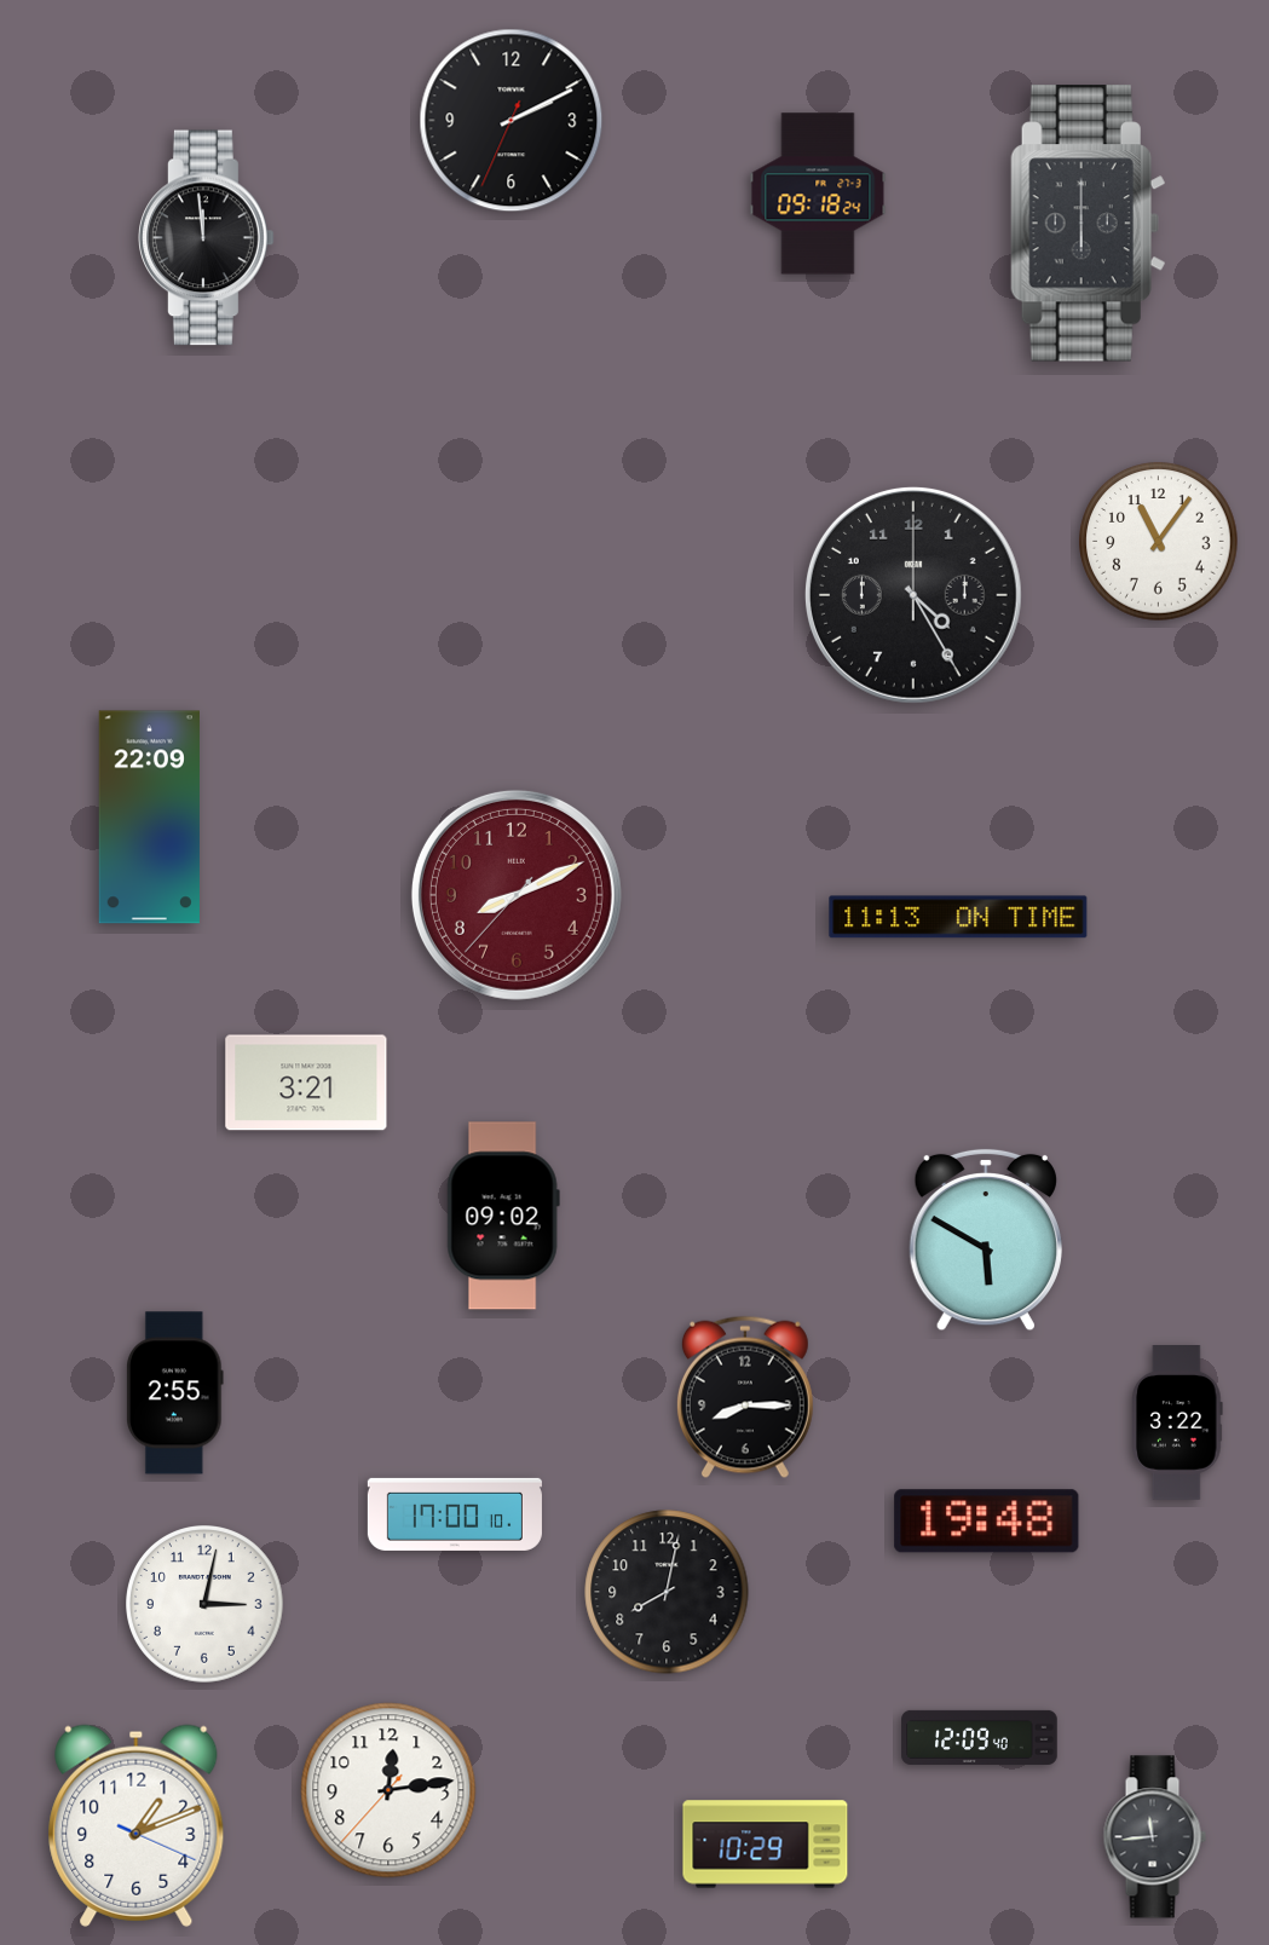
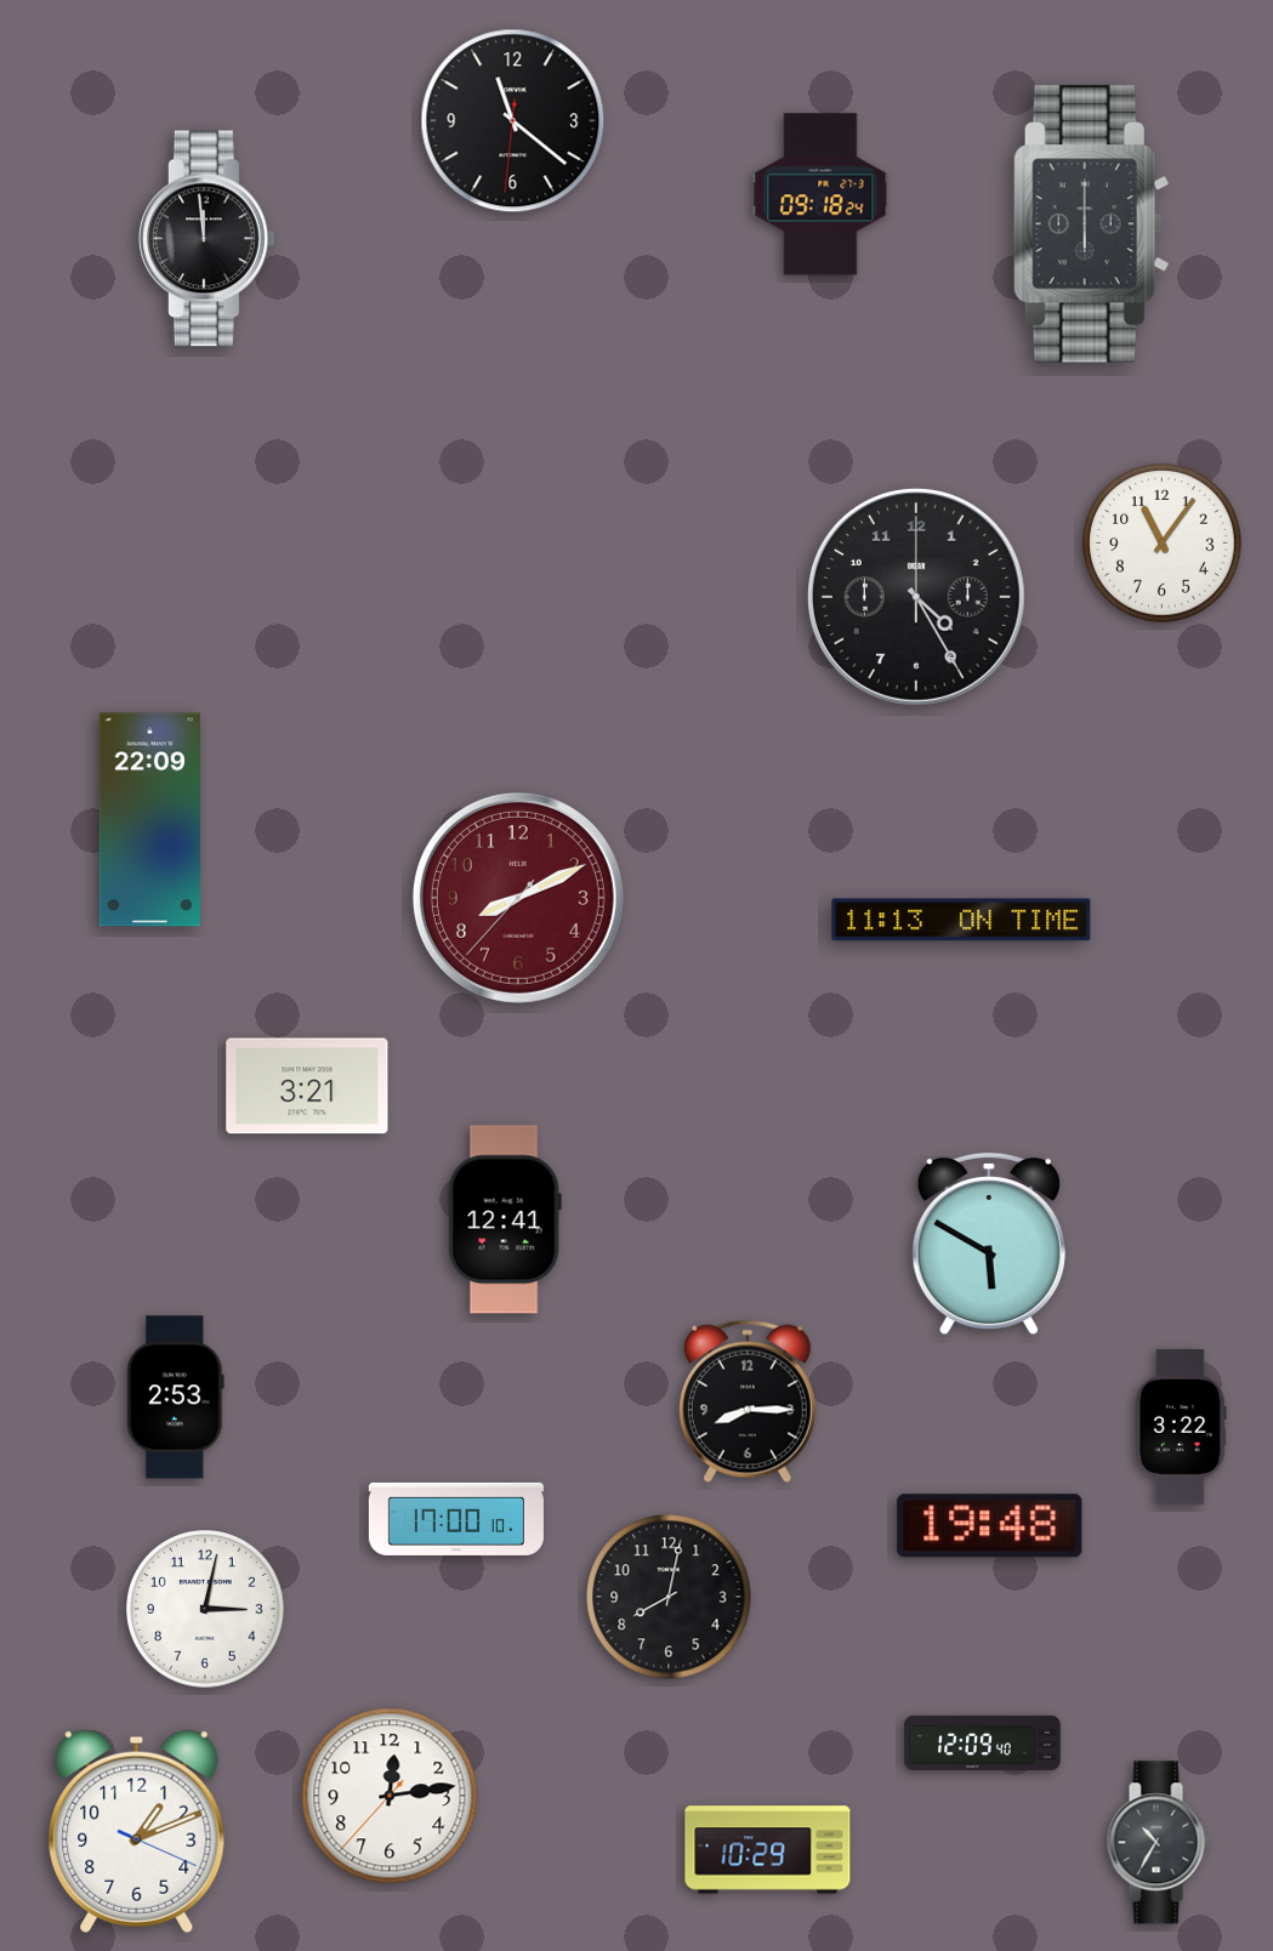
clock at (512, 121): 2:10 -> 11:21
clock at (503, 1216): 09:02 -> 12:41
clock at (175, 1393): 2:55 -> 2:53
clock at (1154, 1837): 11:44 -> 10:35
